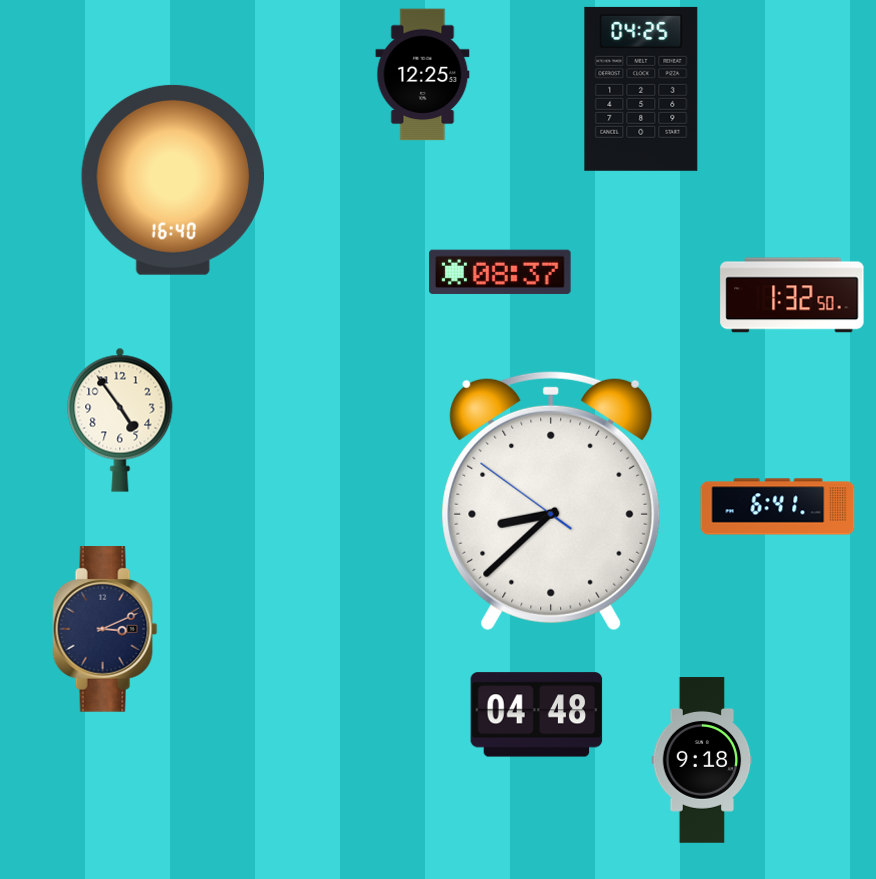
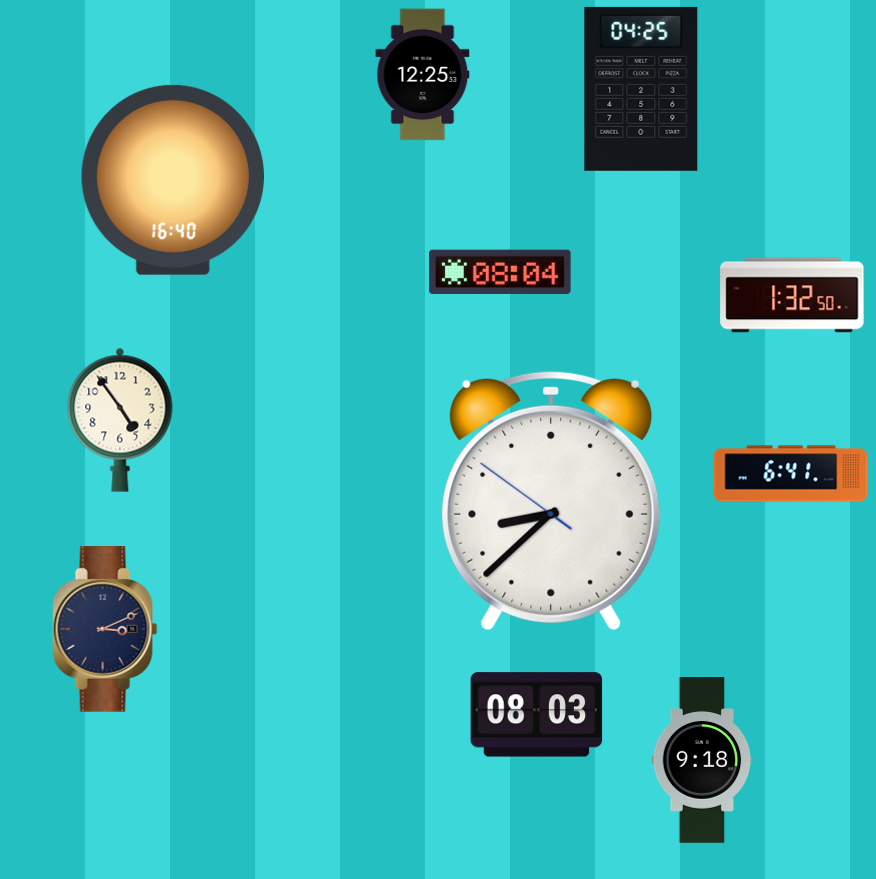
clock at (501, 271): 08:37 -> 08:04
clock at (778, 507) position: (778, 507) -> (791, 474)
clock at (537, 715): 04:48 -> 08:03
